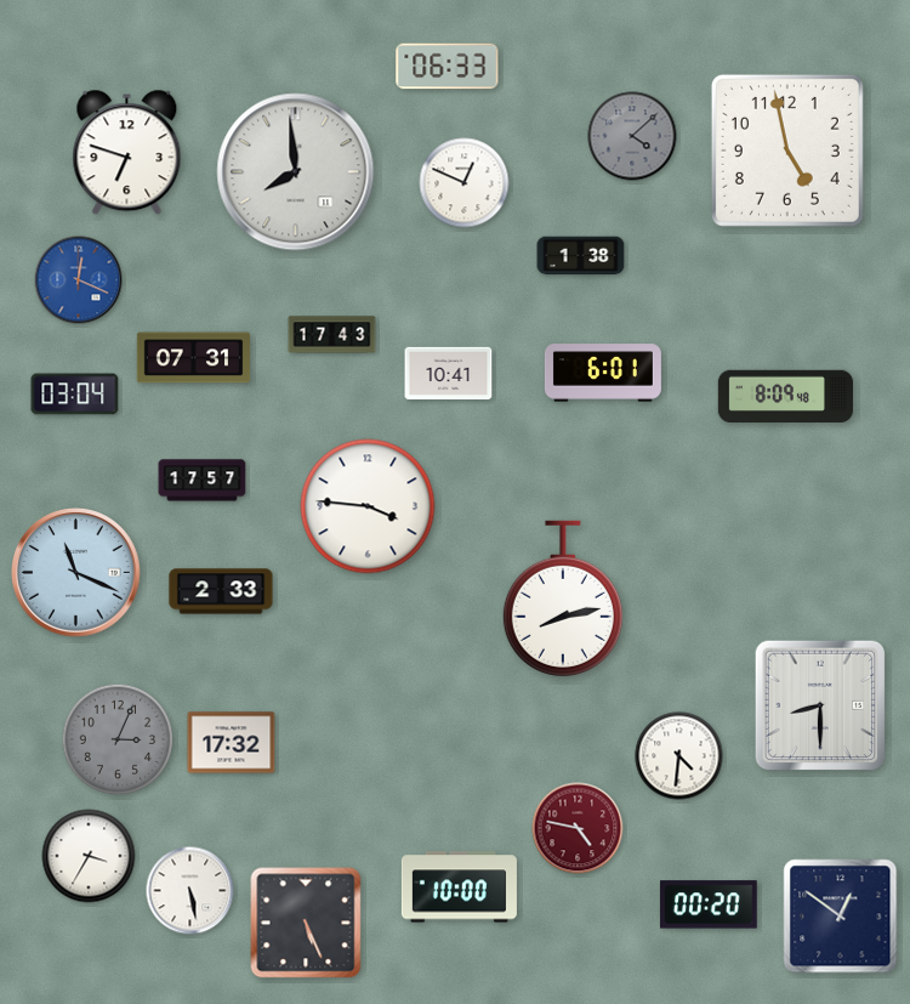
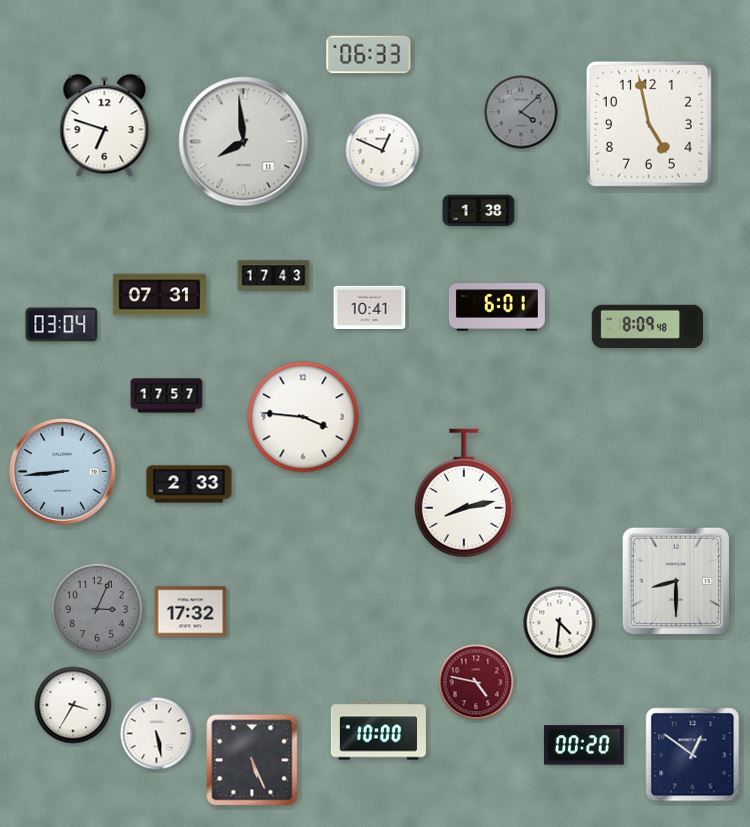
clock at (79, 280): 12:19 -> none
clock at (76, 573): 11:19 -> 8:44
clock at (221, 591) position: (221, 591) -> (189, 484)
